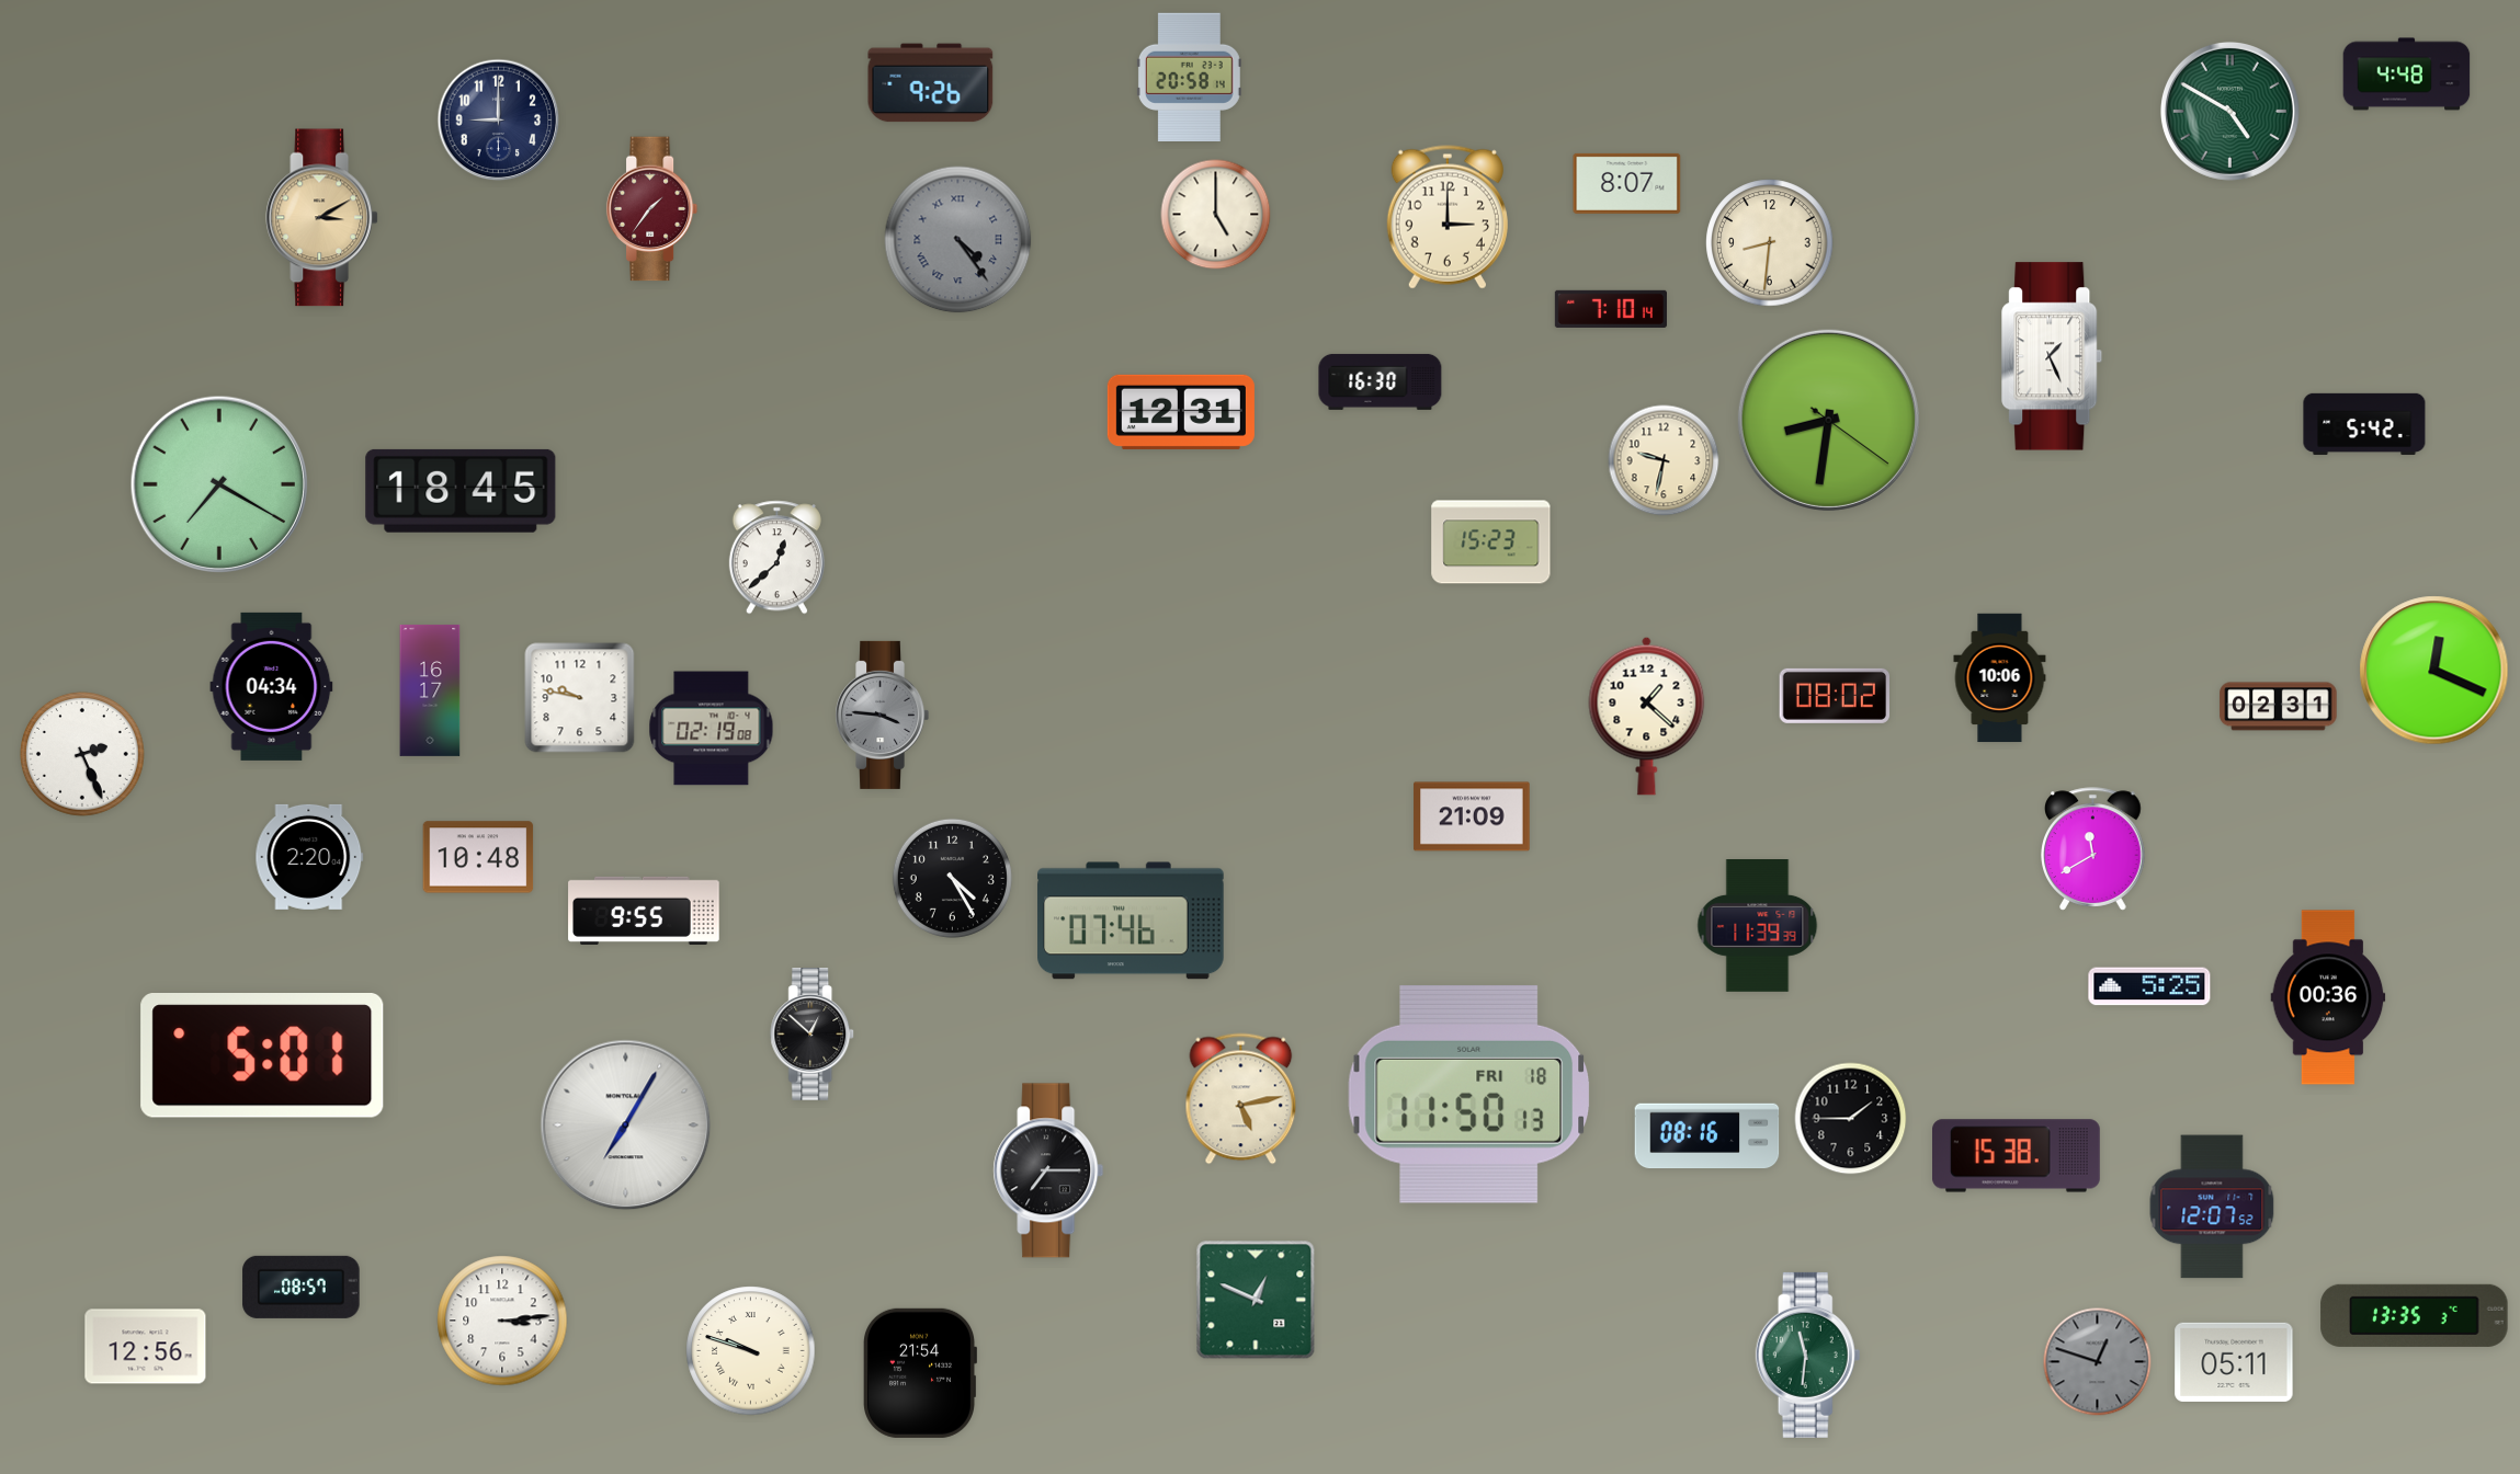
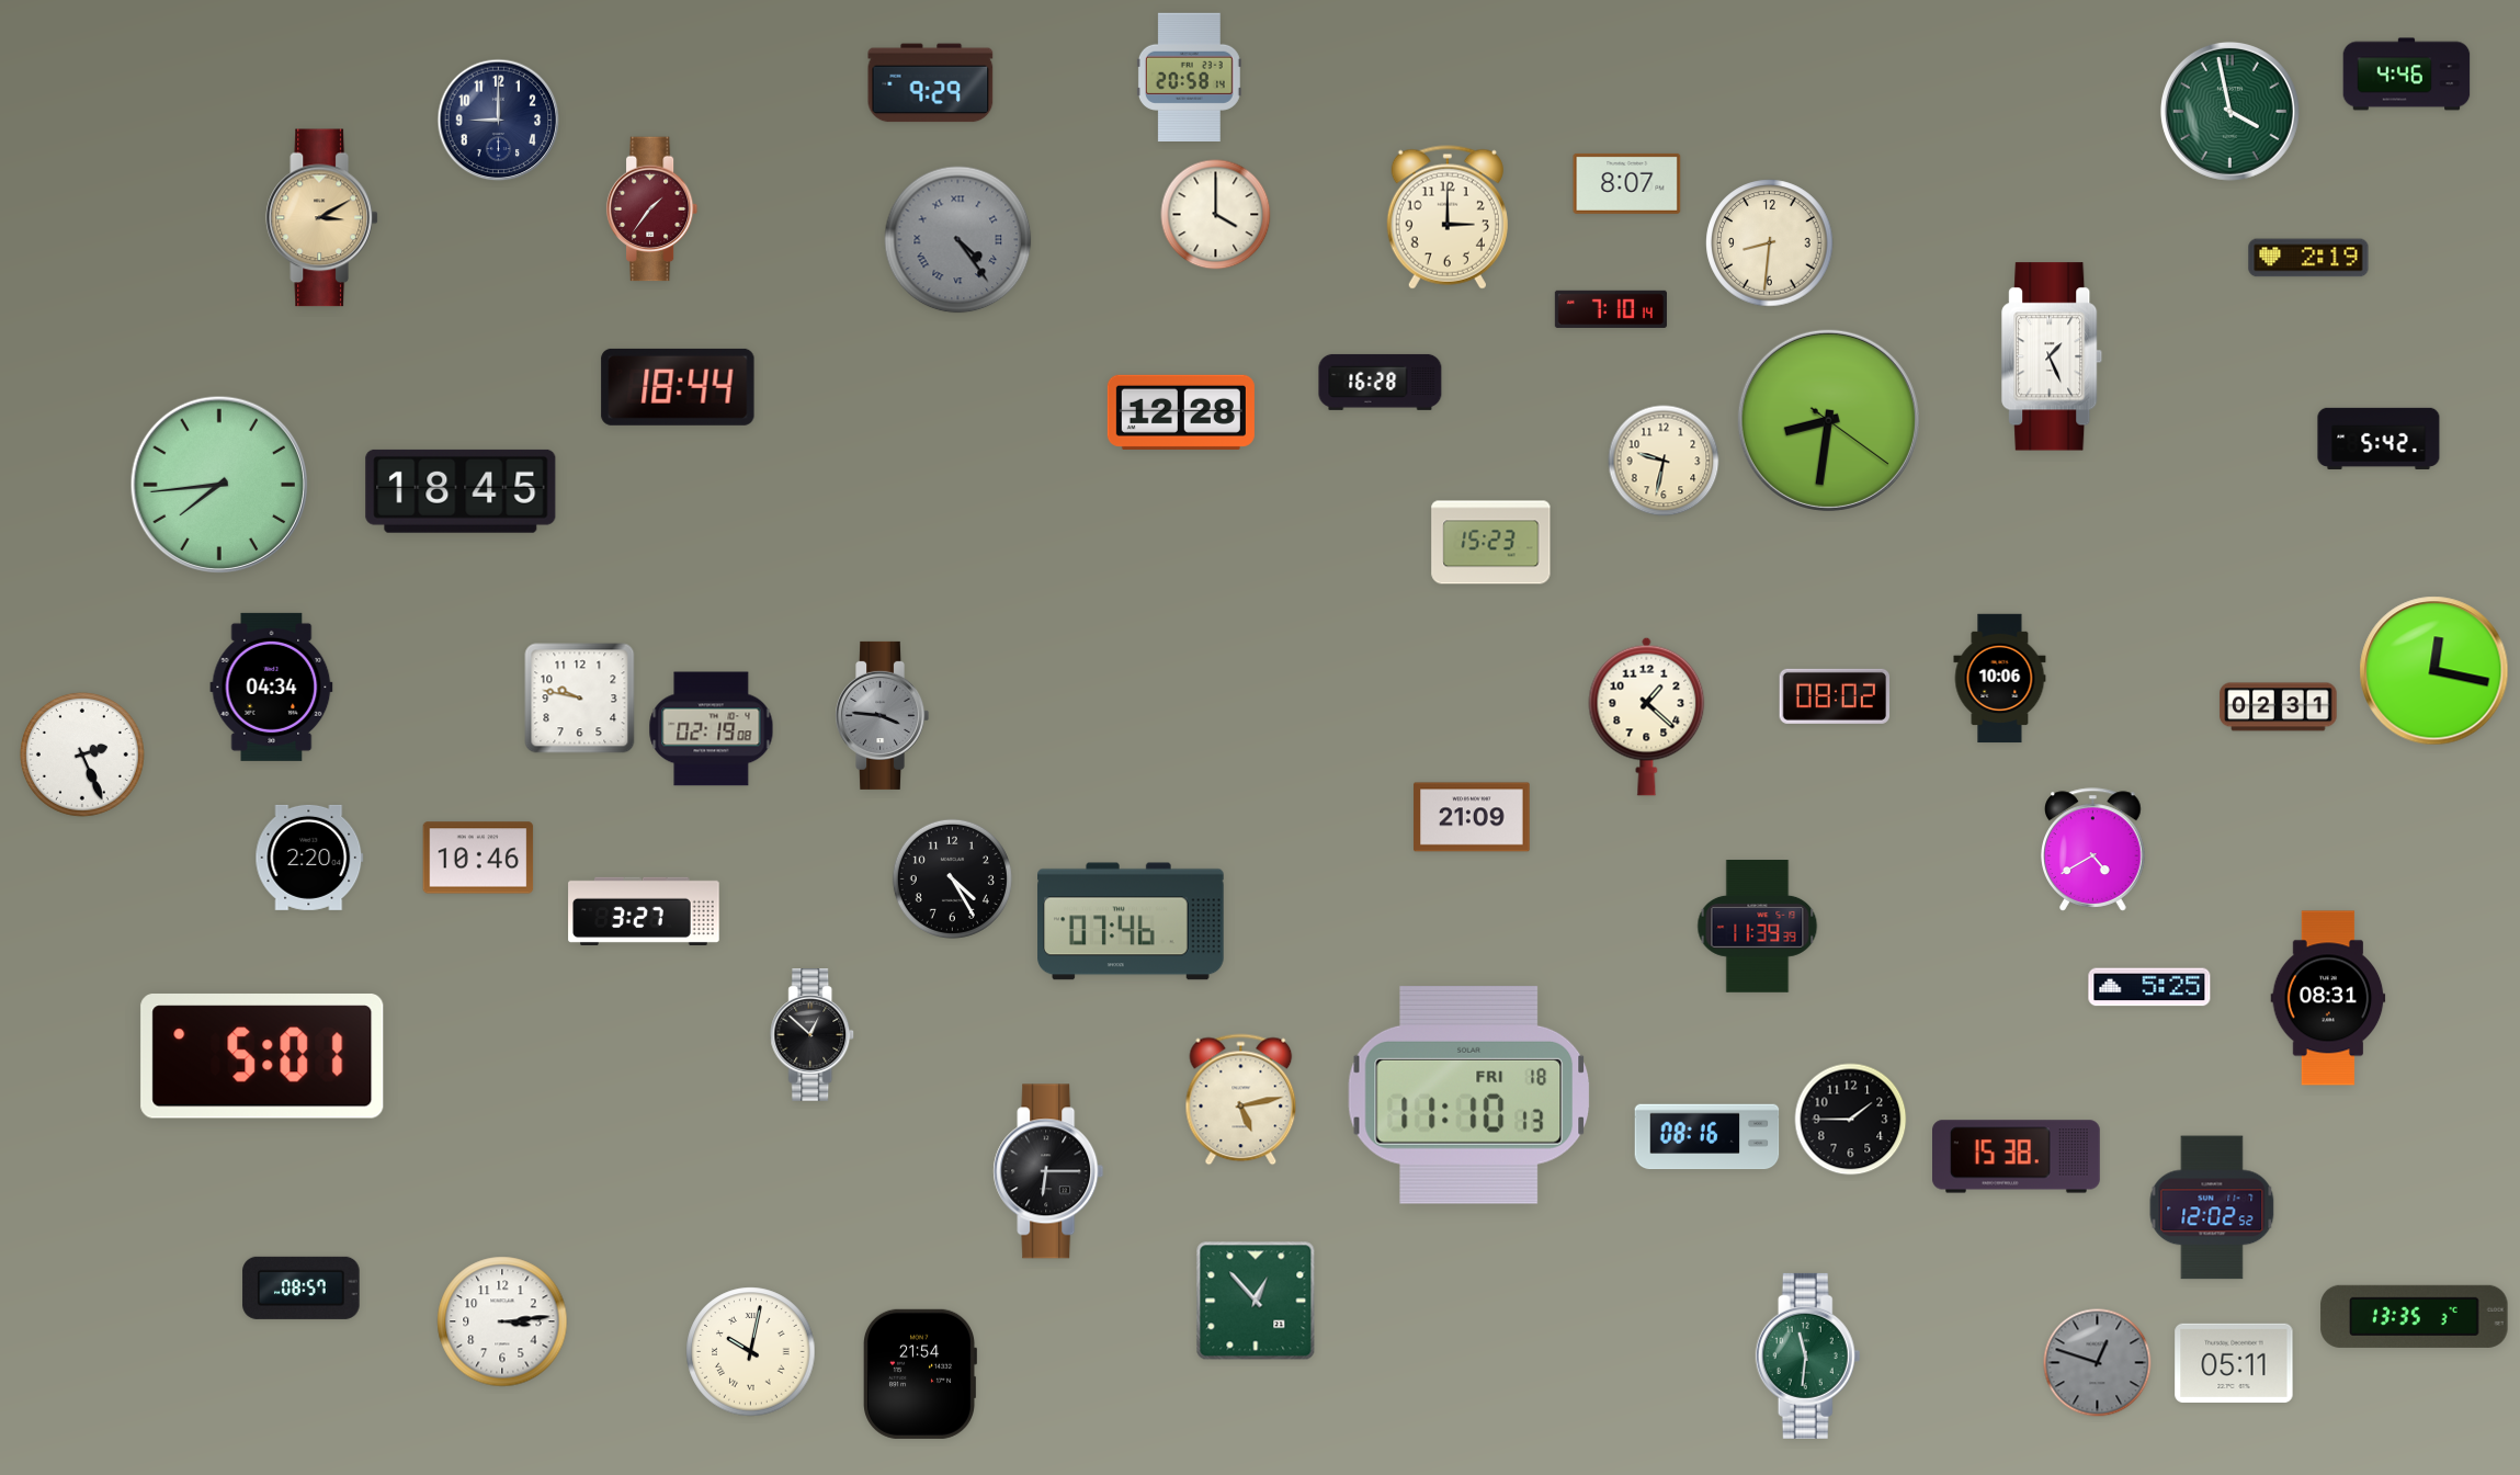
clock at (2407, 75): 4:48 -> 4:46
clock at (931, 83): 9:26 -> 9:29
clock at (2229, 111): 4:50 -> 3:58
clock at (1216, 215): 5:00 -> 4:00
clock at (2308, 258): none -> 2:19
clock at (1381, 381): 16:30 -> 16:28
clock at (678, 387): none -> 18:44
clock at (1181, 412): 12:31 -> 12:28
clock at (2364, 424) position: (2364, 424) -> (2379, 439)
clock at (218, 483): 7:20 -> 7:44
clock at (776, 558): 12:38 -> none
clock at (2434, 671): 12:19 -> 12:17
clock at (430, 690): 16:17 -> none
clock at (2093, 849): 11:40 -> 4:40
clock at (478, 857): 10:48 -> 10:46
clock at (644, 911): 9:55 -> 3:27
clock at (2328, 997): 00:36 -> 08:31
clock at (1469, 1094): 11:50 -> 11:10
clock at (626, 1126): 7:05 -> none
clock at (1048, 1170): 7:15 -> 6:15
clock at (2212, 1207): 12:07 -> 12:02
clock at (1256, 1300): 12:49 -> 12:53
clock at (146, 1347): 12:56 -> none
clock at (751, 1351): 9:48 -> 10:02
